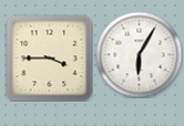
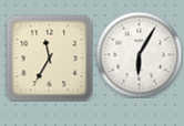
clock at (49, 57): 3:45 -> 11:35
